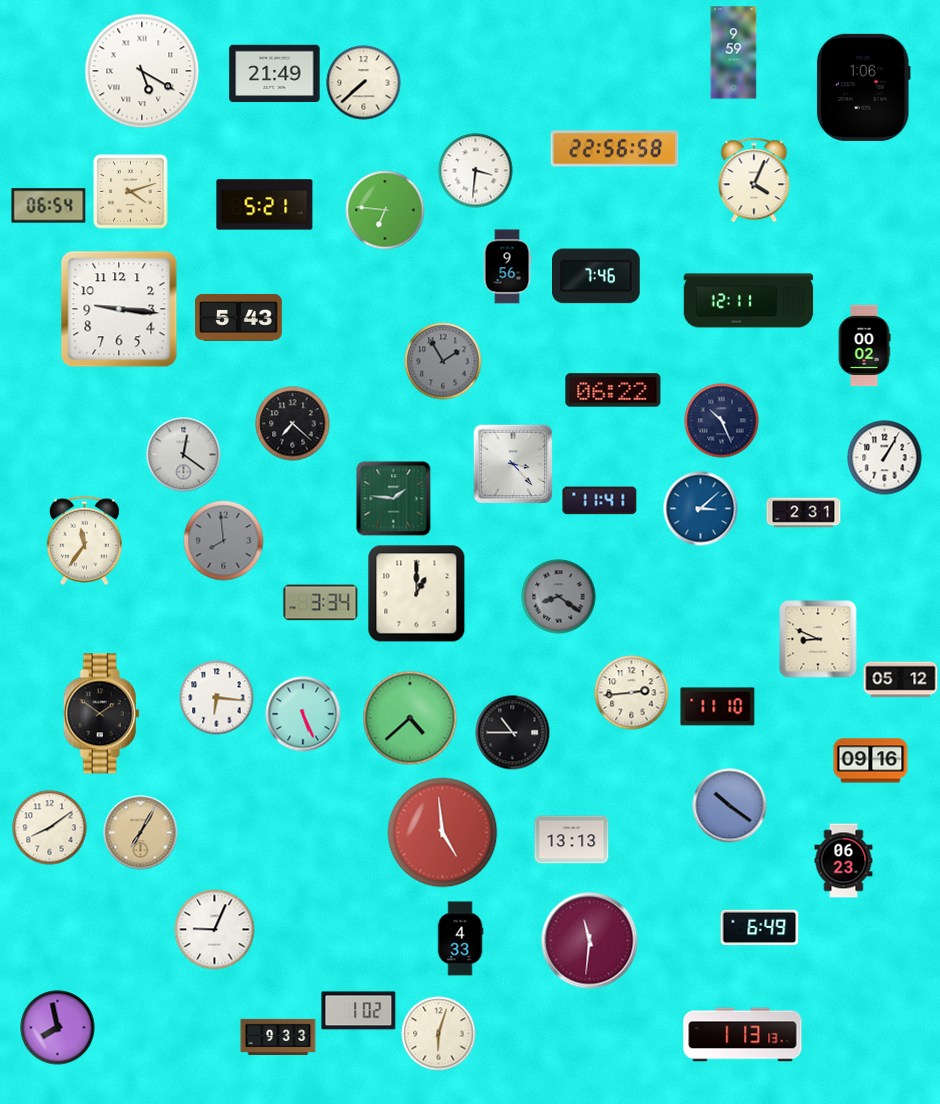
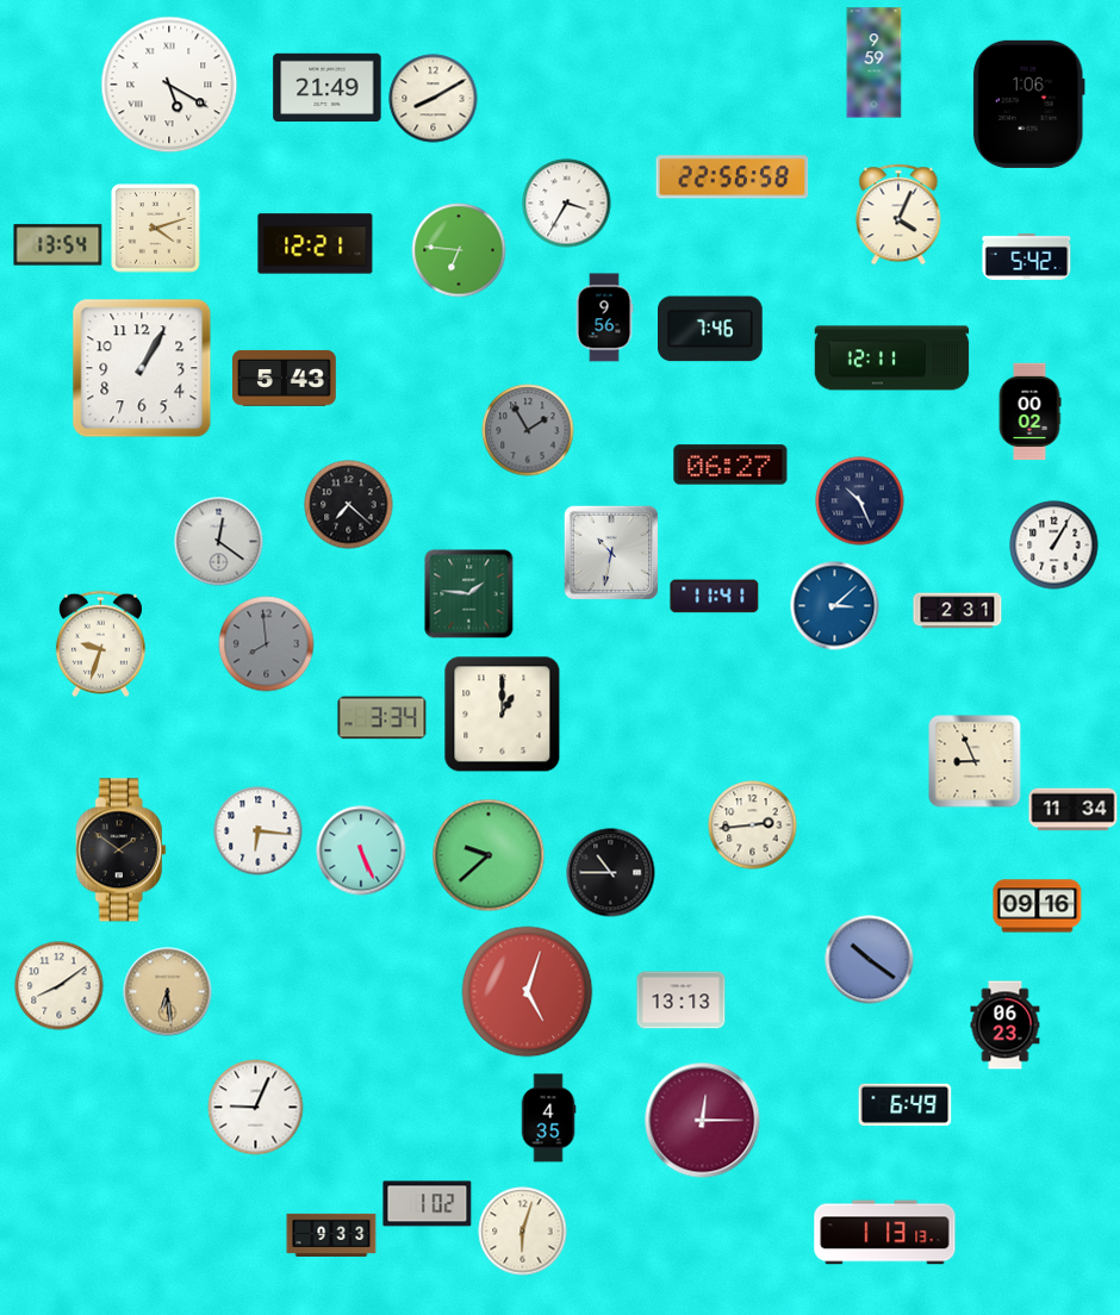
clock at (364, 83): 7:38 -> 8:10
clock at (476, 171): 3:31 -> 3:35
clock at (265, 205): 5:21 -> 12:21
clock at (49, 206): 06:54 -> 13:54
clock at (1027, 256): none -> 5:42
clock at (119, 309): 9:16 -> 1:05
clock at (613, 390): 06:22 -> 06:27
clock at (513, 464): 3:23 -> 10:32
clock at (84, 541): 11:36 -> 9:33
clock at (417, 594) position: (417, 594) -> (503, 715)
clock at (559, 597): 8:21 -> none
clock at (818, 639): 8:49 -> 8:56
clock at (901, 680): 05:12 -> 11:34
clock at (718, 707): 11:10 -> none
clock at (410, 718): 4:38 -> 9:38
clock at (141, 833): 7:05 -> 6:29
clock at (443, 833): 4:59 -> 5:03
clock at (460, 939): 4:33 -> 4:35
clock at (590, 941): 11:31 -> 12:15
clock at (58, 1028): 7:58 -> none
